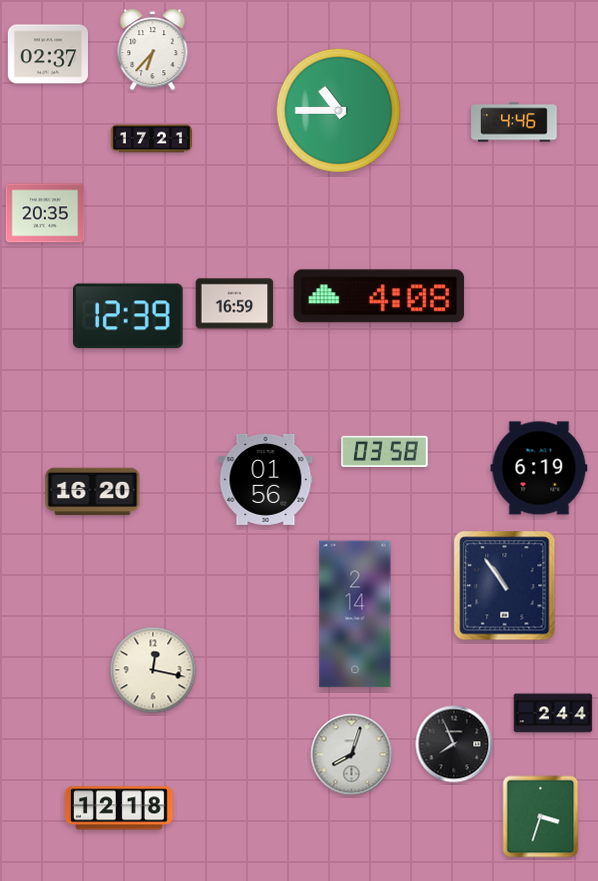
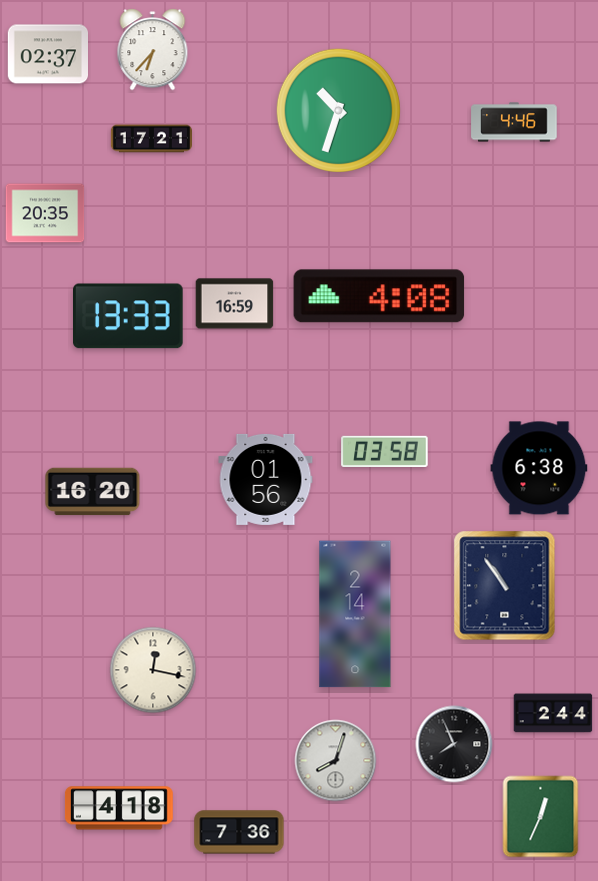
clock at (338, 110): 10:45 -> 10:33
clock at (129, 316): 12:39 -> 13:33
clock at (539, 468): 6:19 -> 6:38
clock at (352, 755) position: (352, 755) -> (336, 761)
clock at (119, 808): 12:18 -> 4:18
clock at (541, 817): 3:33 -> 12:34
clock at (239, 832): none -> 7:36
